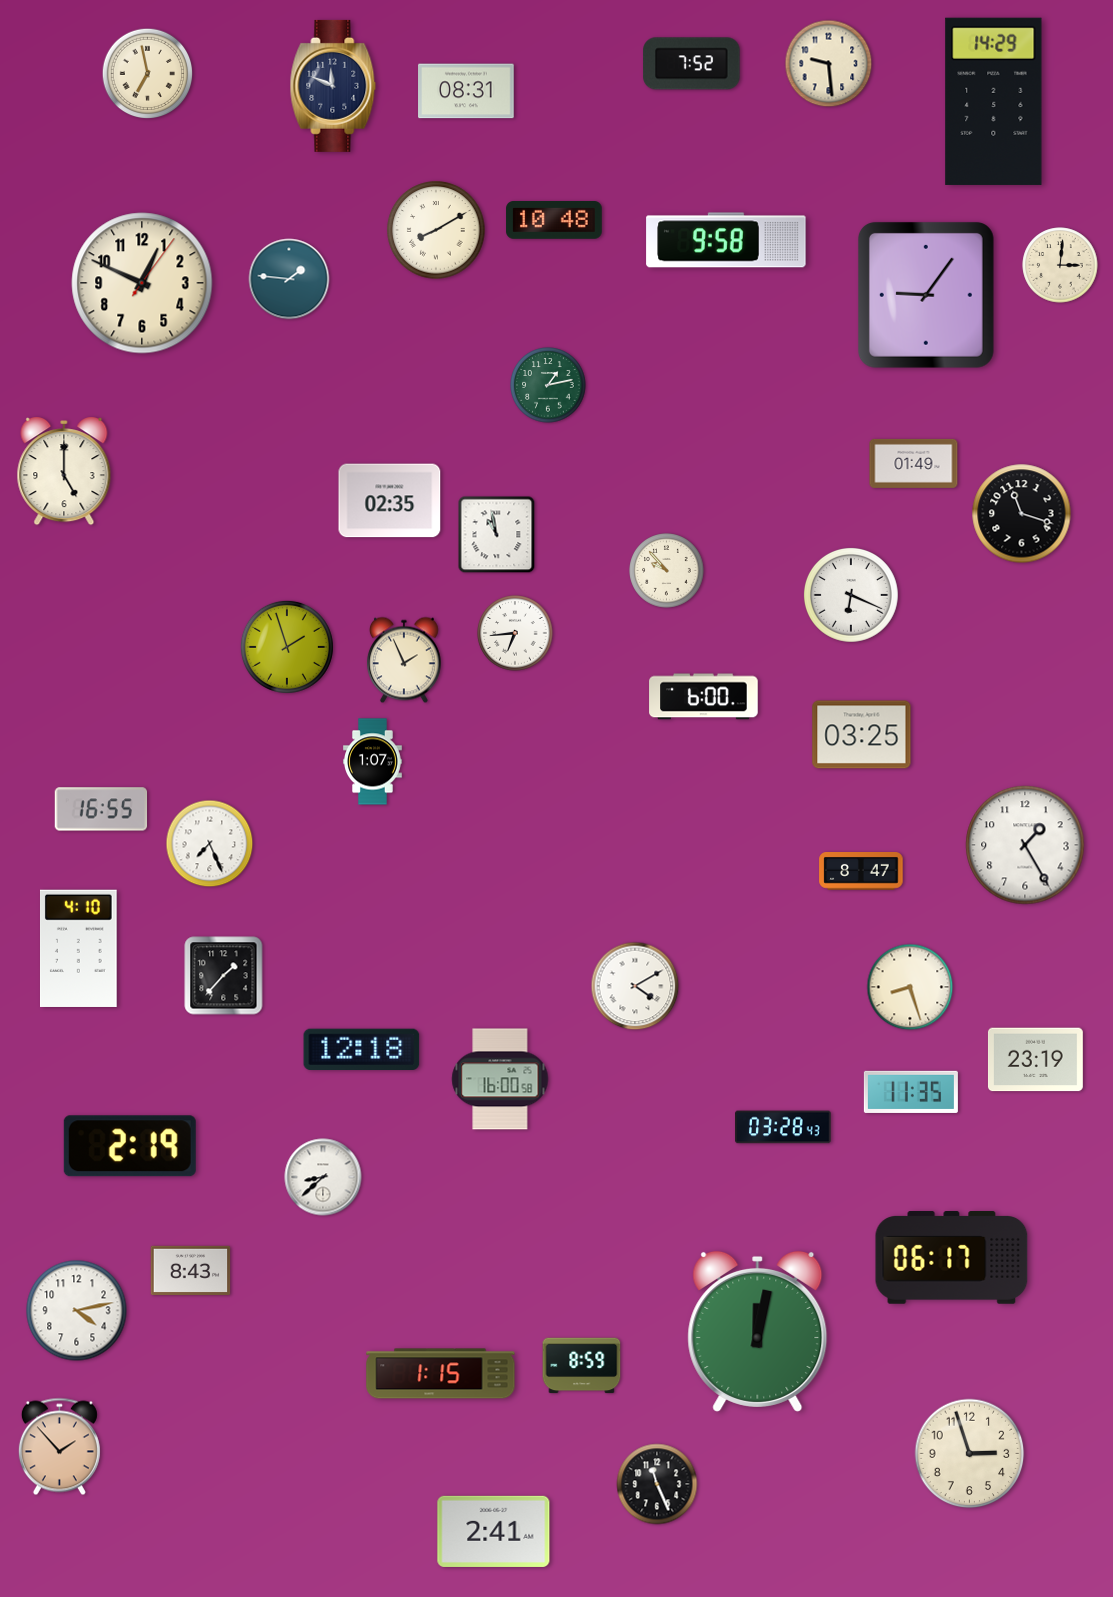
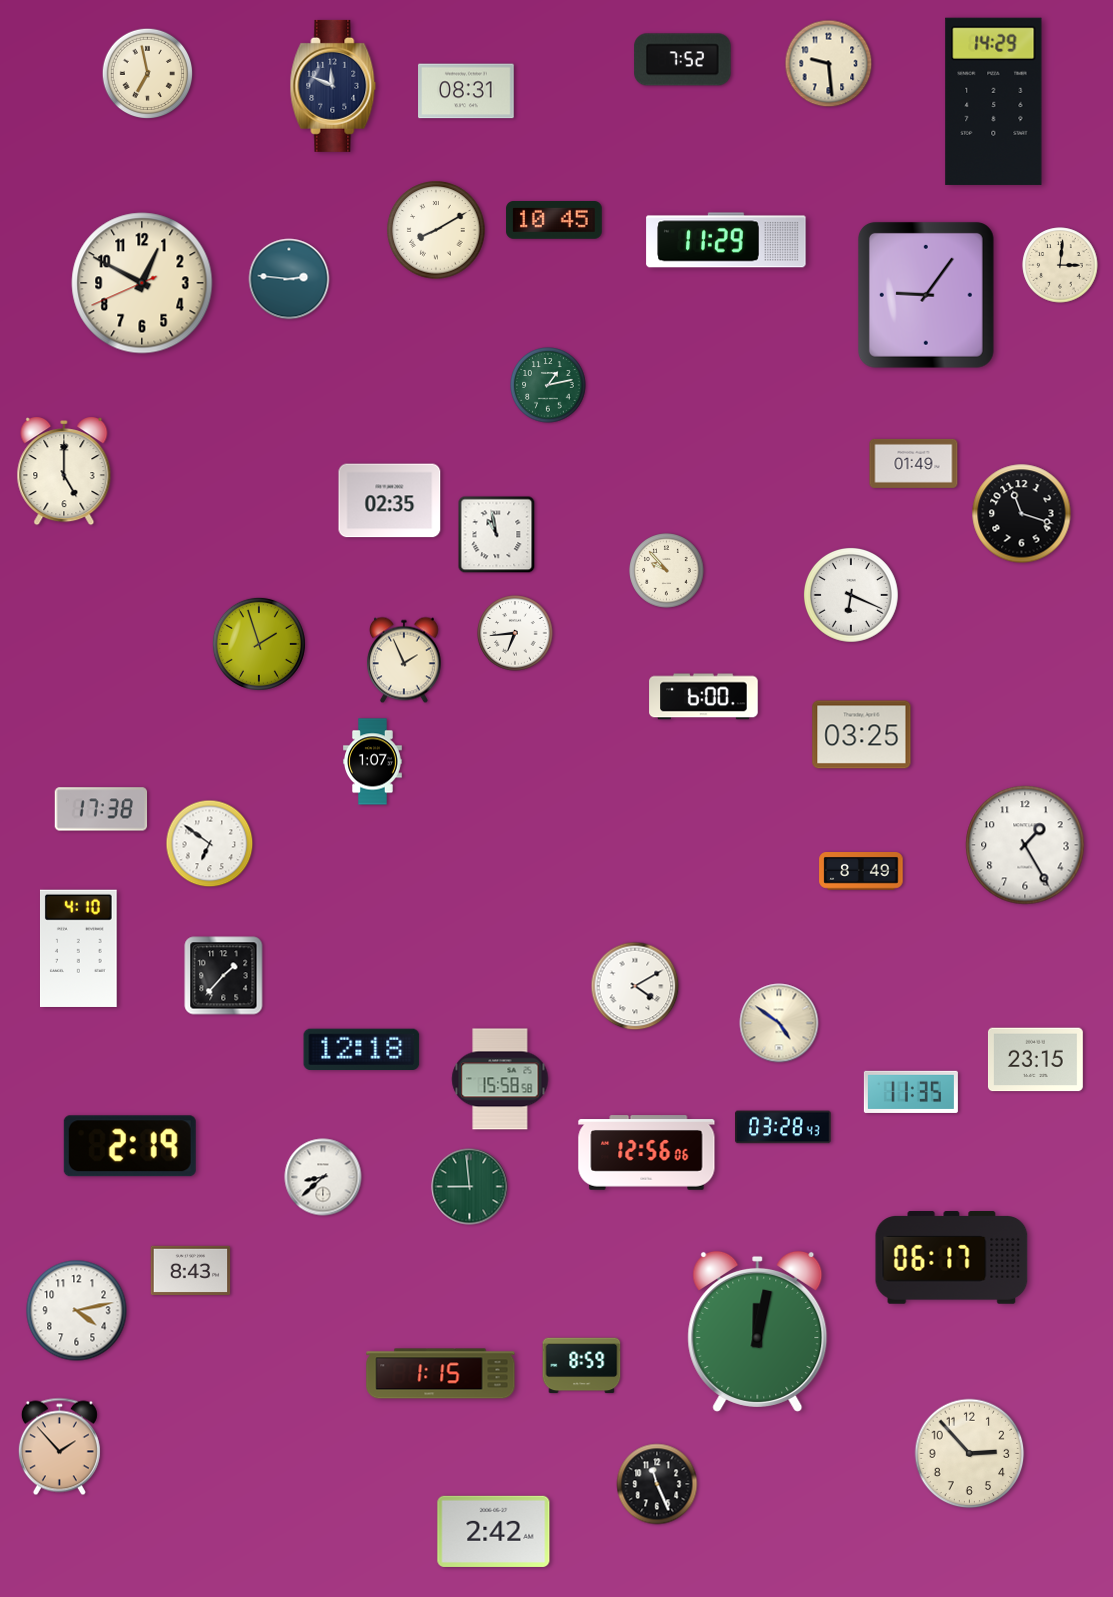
clock at (692, 64) position: (692, 64) -> (683, 60)
clock at (554, 221): 10:48 -> 10:45
clock at (726, 240): 9:58 -> 11:29
clock at (289, 279): 1:46 -> 2:46
clock at (142, 283): 12:49:06 -> 12:49:41
clock at (287, 647) position: (287, 647) -> (259, 644)
clock at (101, 809): 16:55 -> 17:38
clock at (210, 844): 7:26 -> 6:51
clock at (861, 872): 8:47 -> 8:49
clock at (910, 987): 8:27 -> none
clock at (779, 1023): none -> 4:51
clock at (1035, 1060): 23:19 -> 23:15
clock at (500, 1079): 16:00 -> 15:58
clock at (647, 1153): none -> 12:56
clock at (470, 1187): none -> 8:59
clock at (970, 1454): 2:57 -> 2:53
clock at (494, 1531): 2:41 -> 2:42
